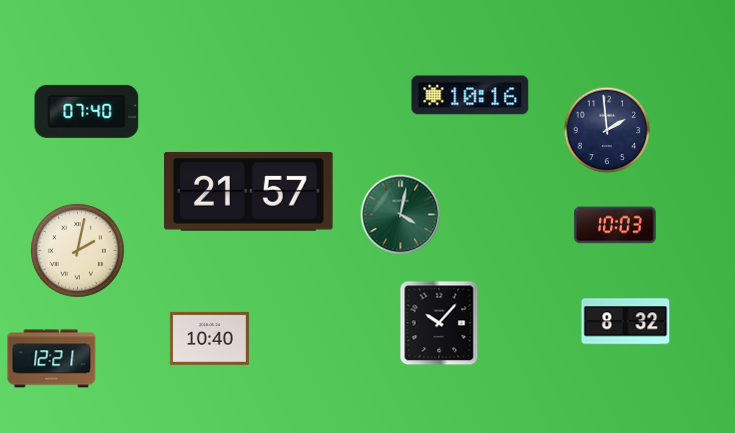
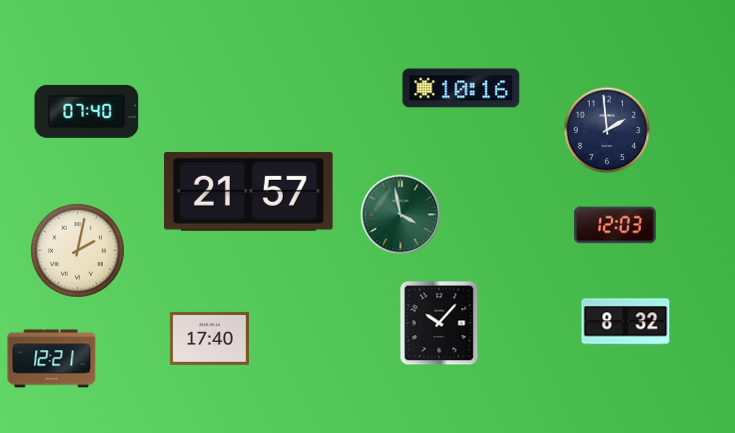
clock at (470, 95) position: (470, 95) -> (461, 88)
clock at (401, 215): 4:02 -> 3:58
clock at (615, 225): 10:03 -> 12:03
clock at (209, 338): 10:40 -> 17:40
